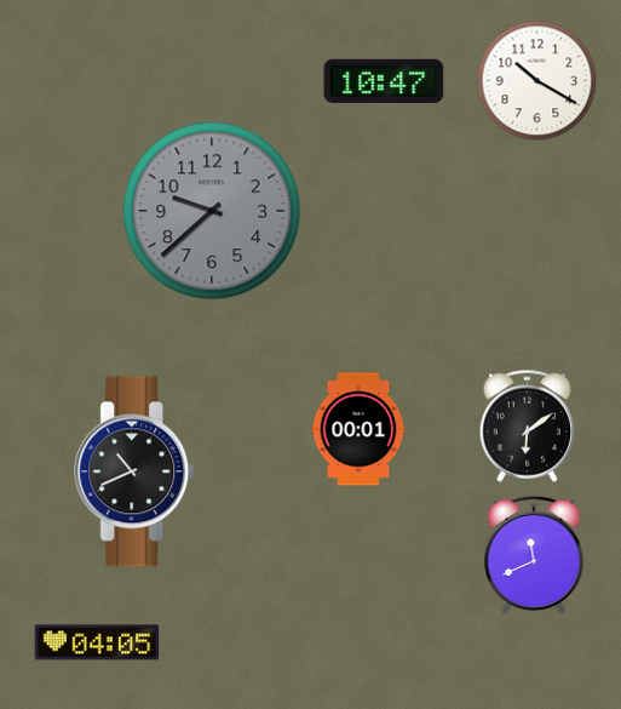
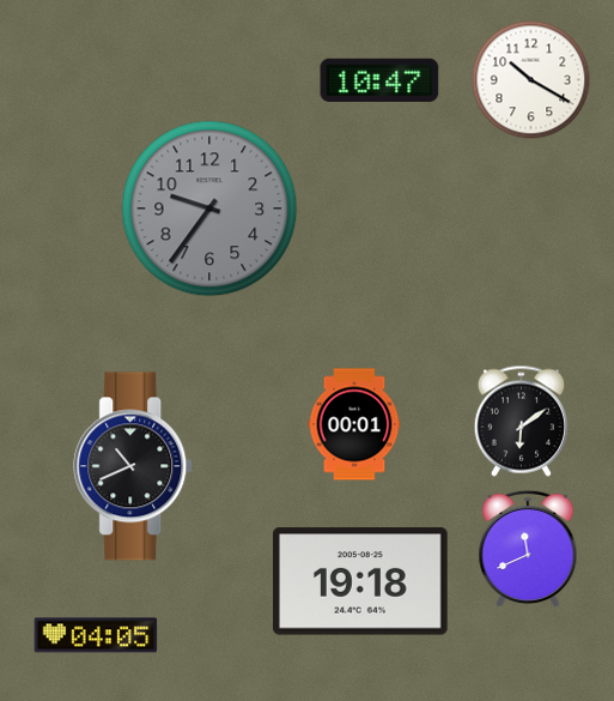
clock at (212, 211): 9:38 -> 9:36
clock at (360, 581): none -> 19:18
